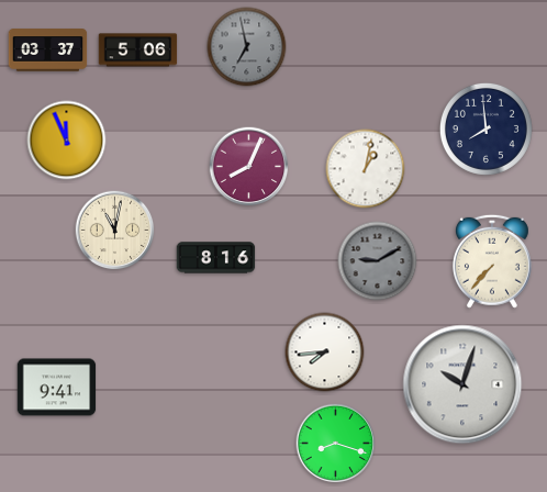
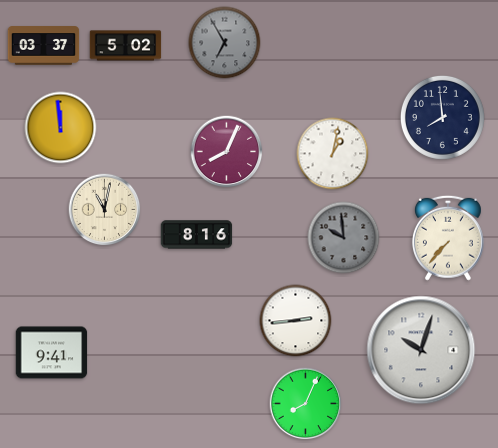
clock at (247, 47): 6:58 -> 6:55
clock at (138, 51): 5:06 -> 5:02
clock at (67, 141): 11:56 -> 11:59
clock at (378, 261): 9:10 -> 9:59
clock at (325, 353): 7:44 -> 2:44
clock at (336, 444): 8:18 -> 8:04
